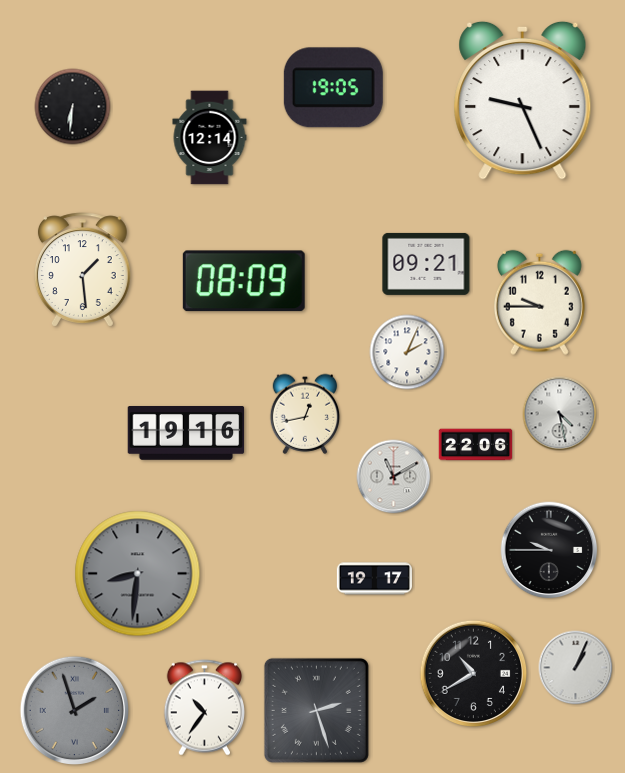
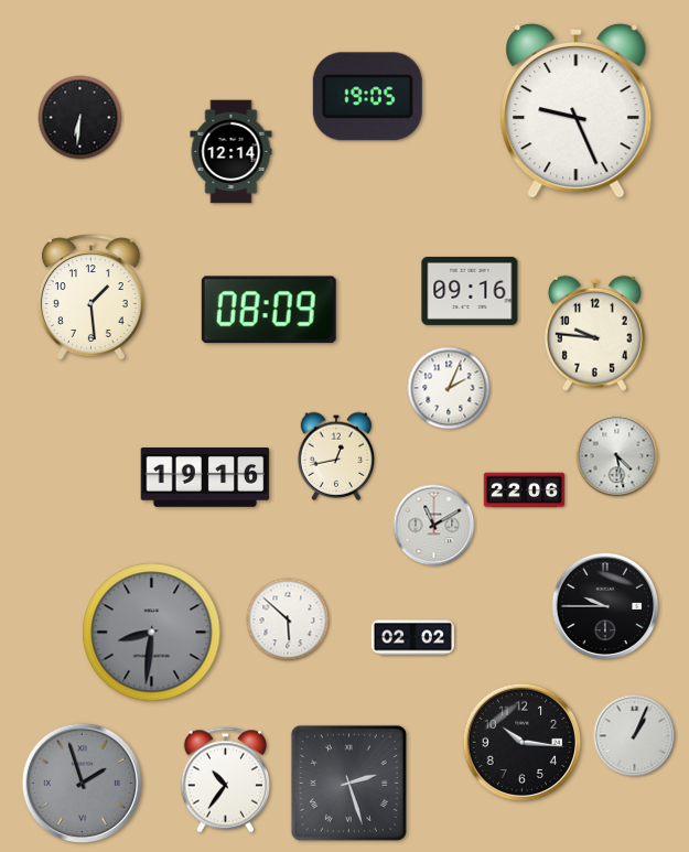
clock at (426, 264): 09:21 -> 09:16
clock at (539, 302): 9:45 -> 9:46
clock at (288, 619): none -> 5:52
clock at (374, 579): 19:17 -> 02:02
clock at (474, 674): 10:40 -> 10:16
